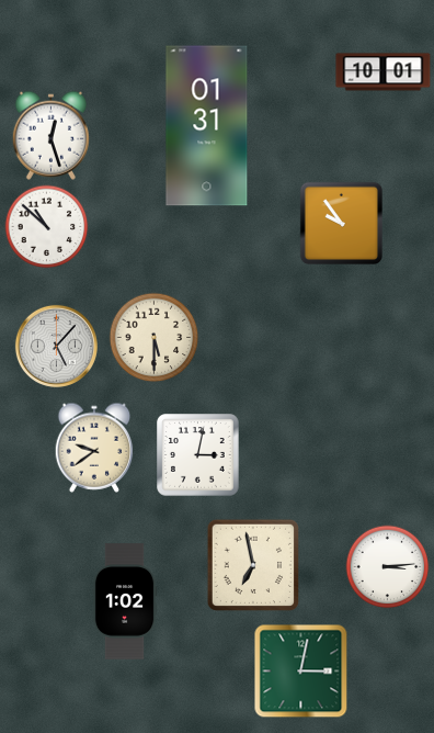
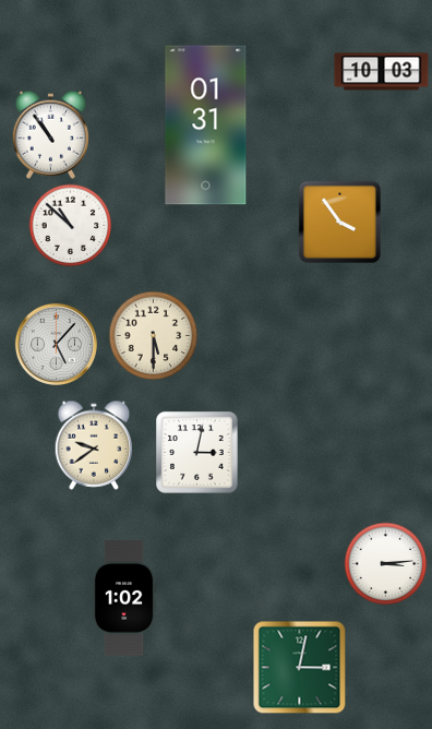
clock at (384, 72): 10:01 -> 10:03
clock at (50, 135): 12:27 -> 10:54
clock at (341, 223): 9:54 -> 3:54
clock at (47, 227) position: (47, 227) -> (71, 226)
clock at (252, 564): 6:58 -> none
